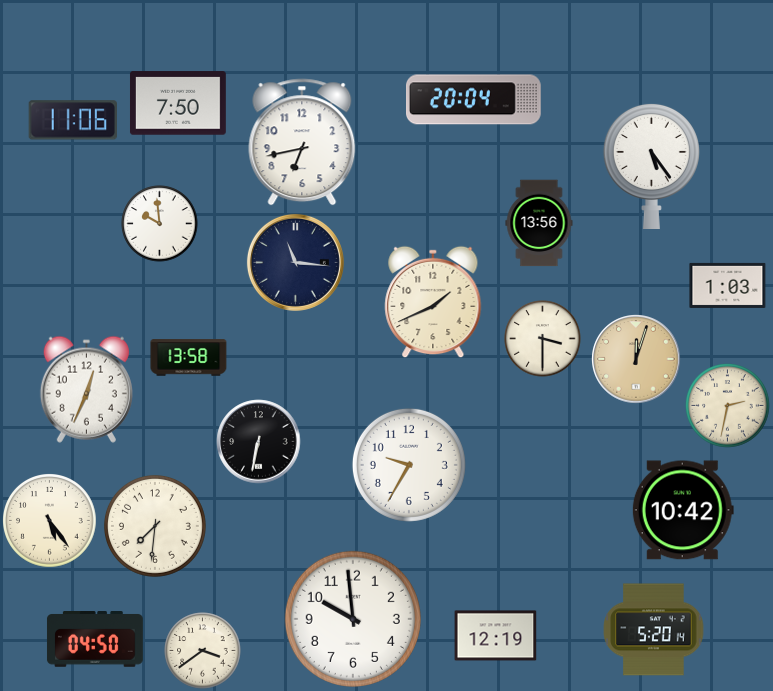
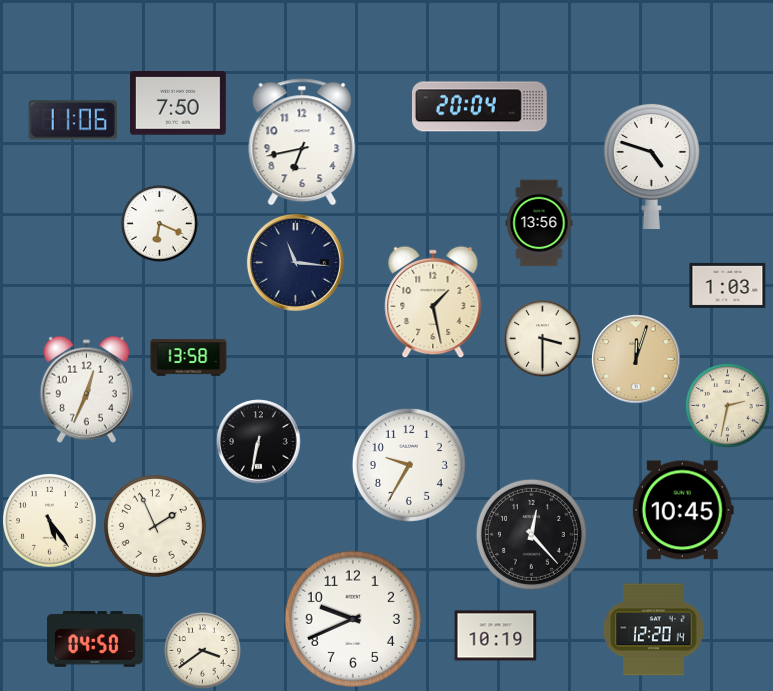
clock at (474, 100) position: (474, 100) -> (480, 107)
clock at (651, 165): 5:24 -> 4:48
clock at (160, 224): 9:59 -> 6:19
clock at (433, 302): 1:41 -> 1:28
clock at (683, 510): 10:42 -> 10:45
clock at (155, 526): 7:31 -> 1:56
clock at (531, 534): none -> 12:23
clock at (353, 619): 9:59 -> 9:41
clock at (654, 630): 5:20 -> 12:20
clock at (496, 636): 12:19 -> 10:19
